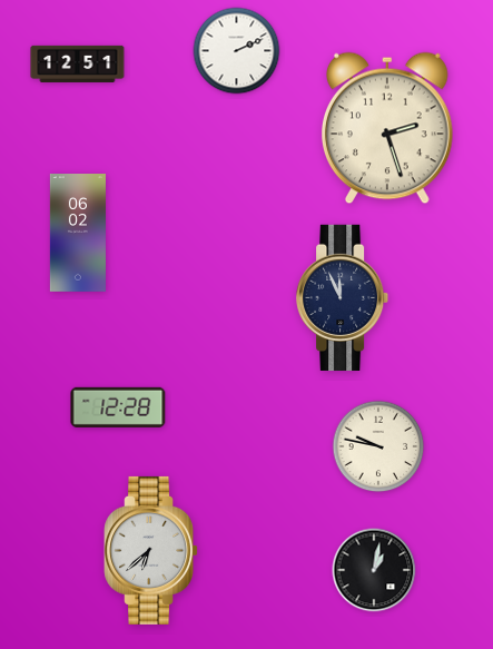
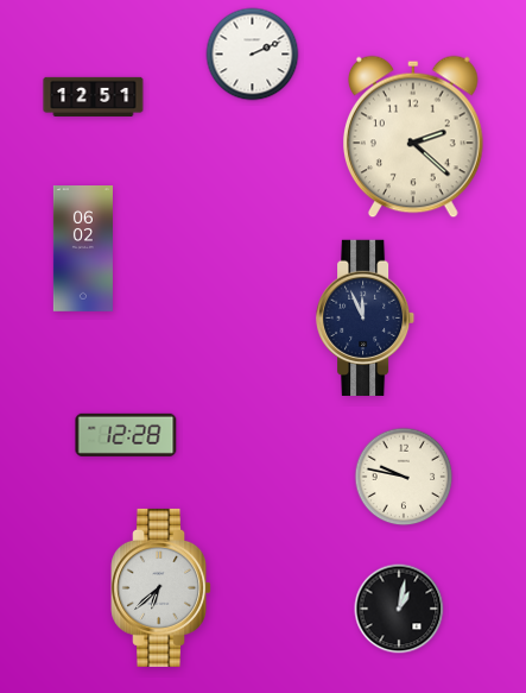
clock at (78, 63) position: (78, 63) -> (94, 96)
clock at (388, 128): 2:27 -> 2:22
